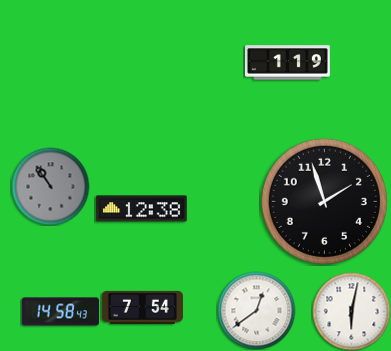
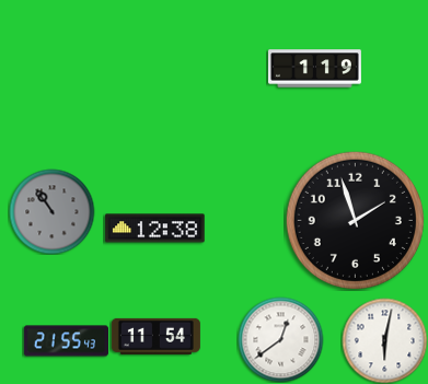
clock at (50, 186) position: (50, 186) -> (51, 211)
clock at (142, 307): 7:54 -> 11:54
clock at (60, 312): 14:58 -> 21:55
